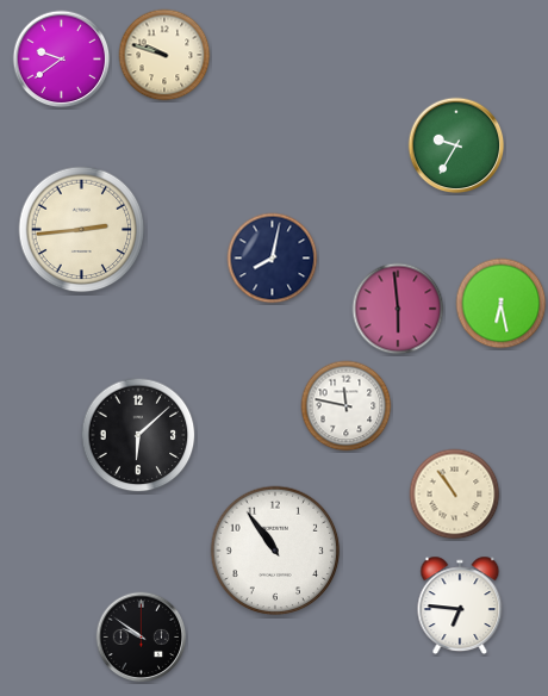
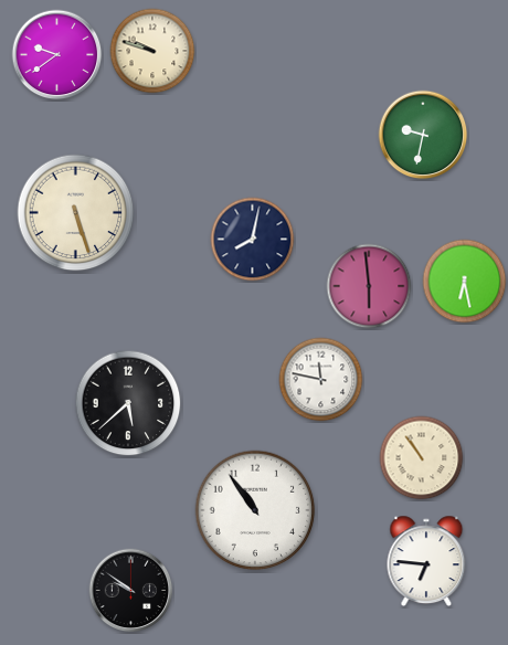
clock at (456, 145): 9:35 -> 9:32
clock at (82, 230): 2:44 -> 5:27
clock at (347, 406) position: (347, 406) -> (321, 380)
clock at (138, 435): 6:08 -> 5:38
